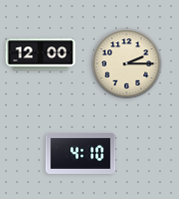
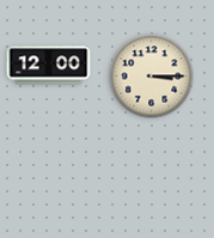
clock at (127, 64): 2:15 -> 3:15
clock at (81, 153): 4:10 -> none
